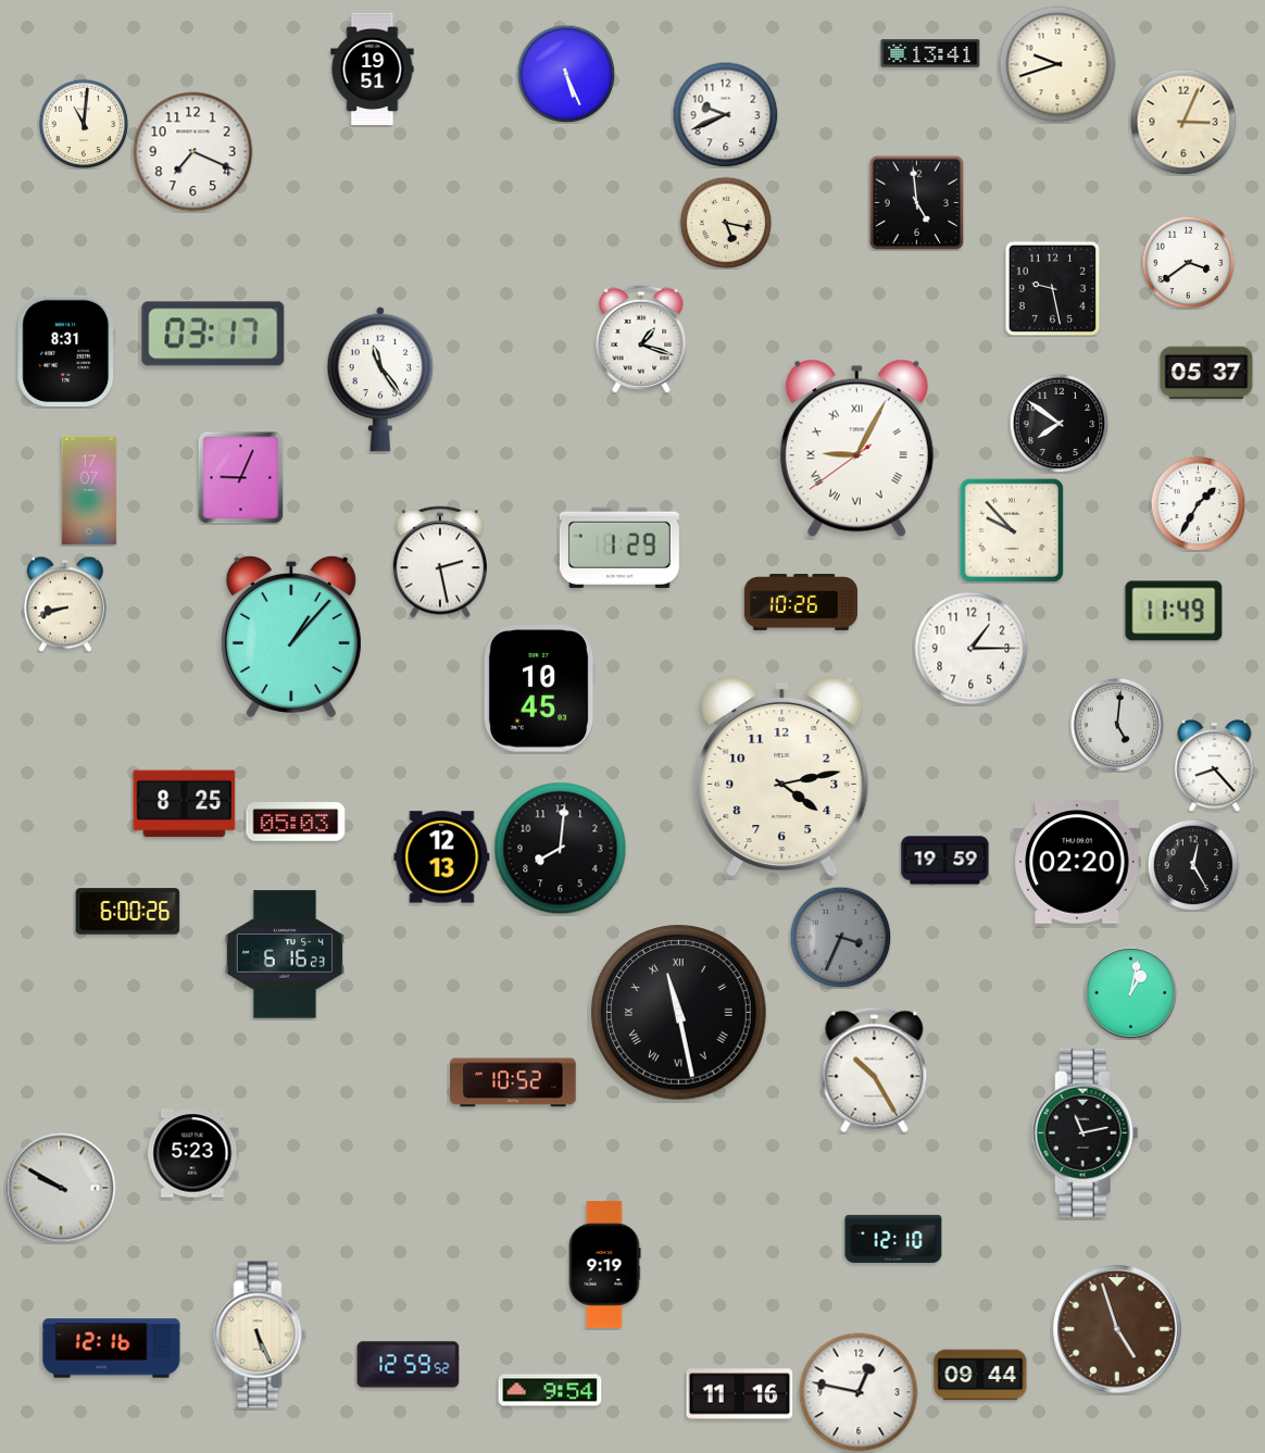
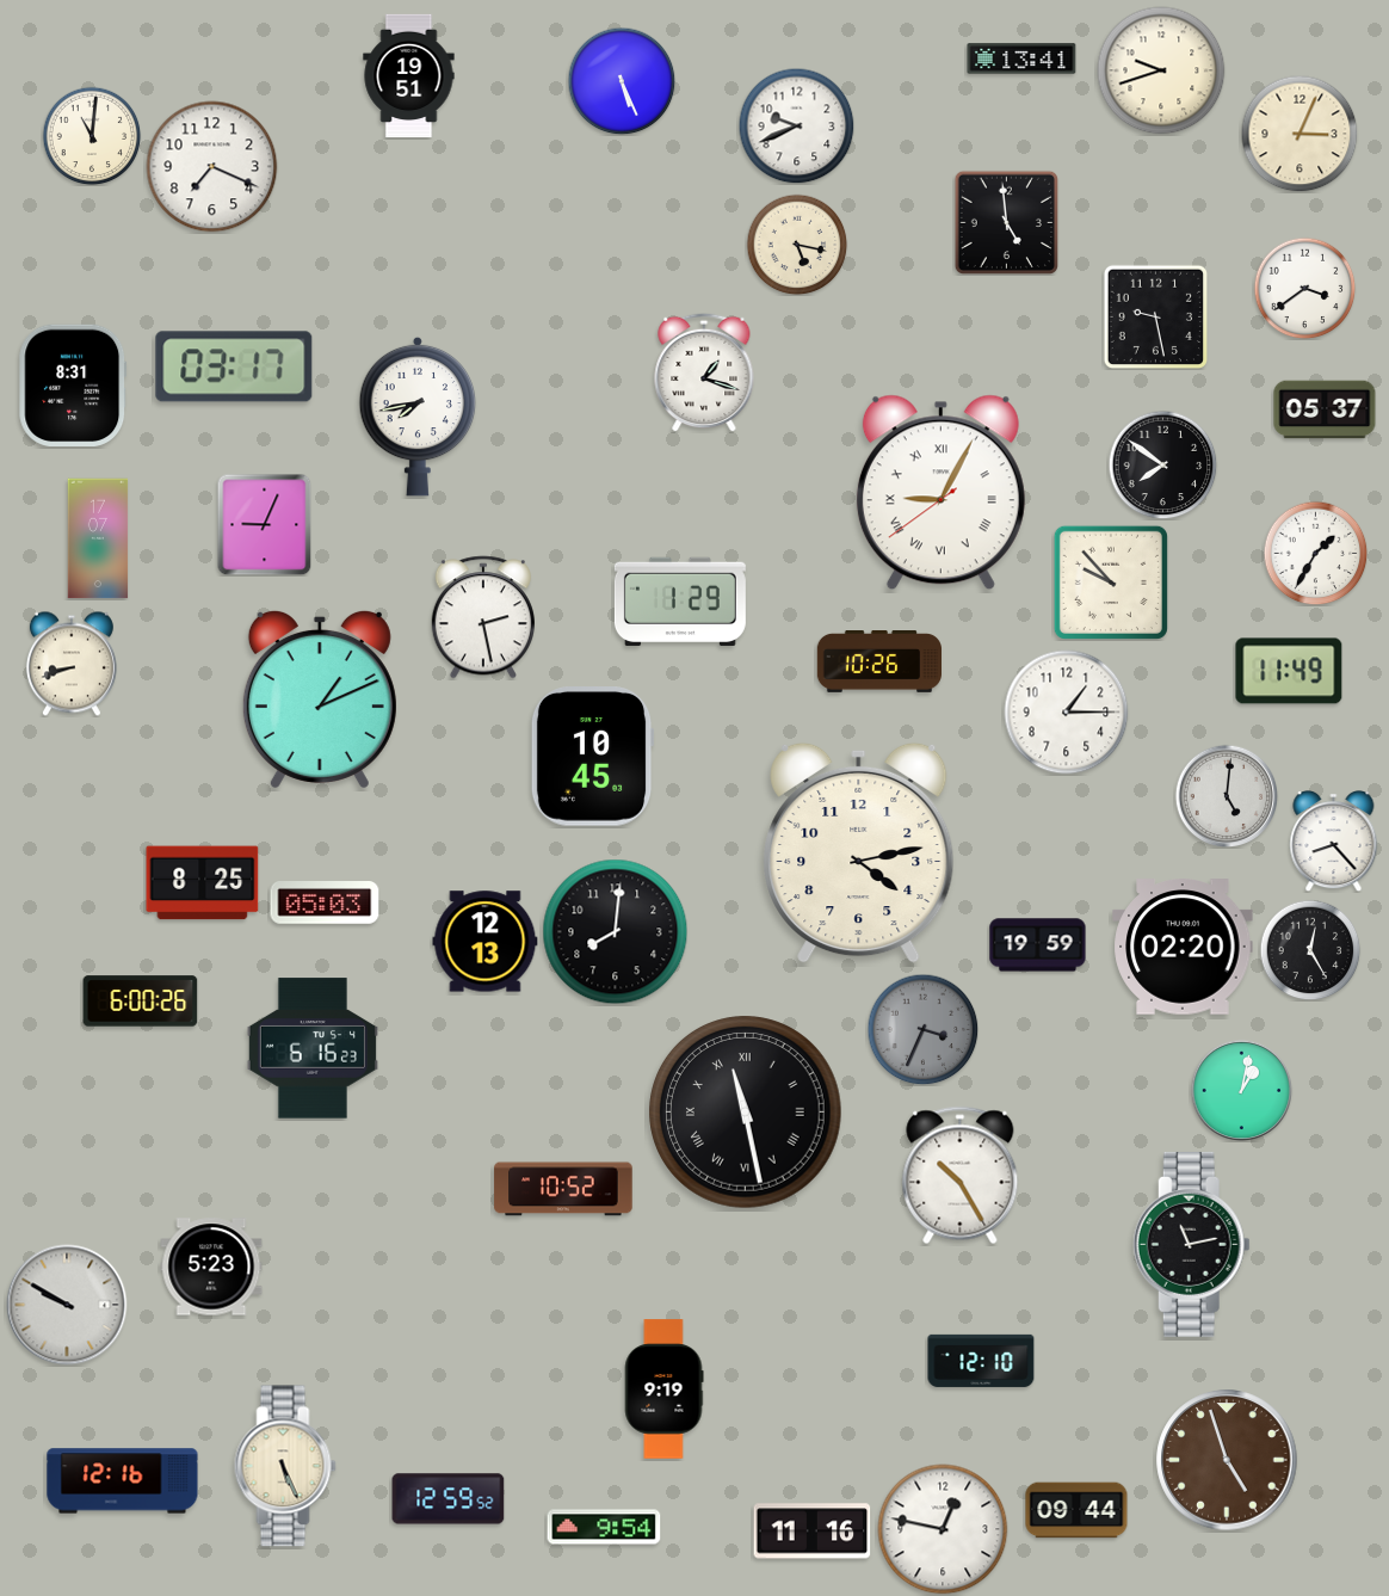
clock at (380, 379): 11:24 -> 7:43
clock at (291, 636): 1:07 -> 1:11
